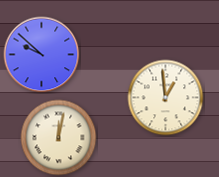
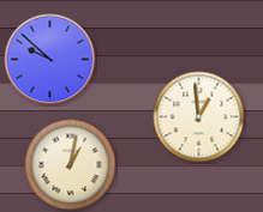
clock at (42, 55) position: (42, 55) -> (50, 60)
clock at (59, 138): 12:02 -> 1:02
